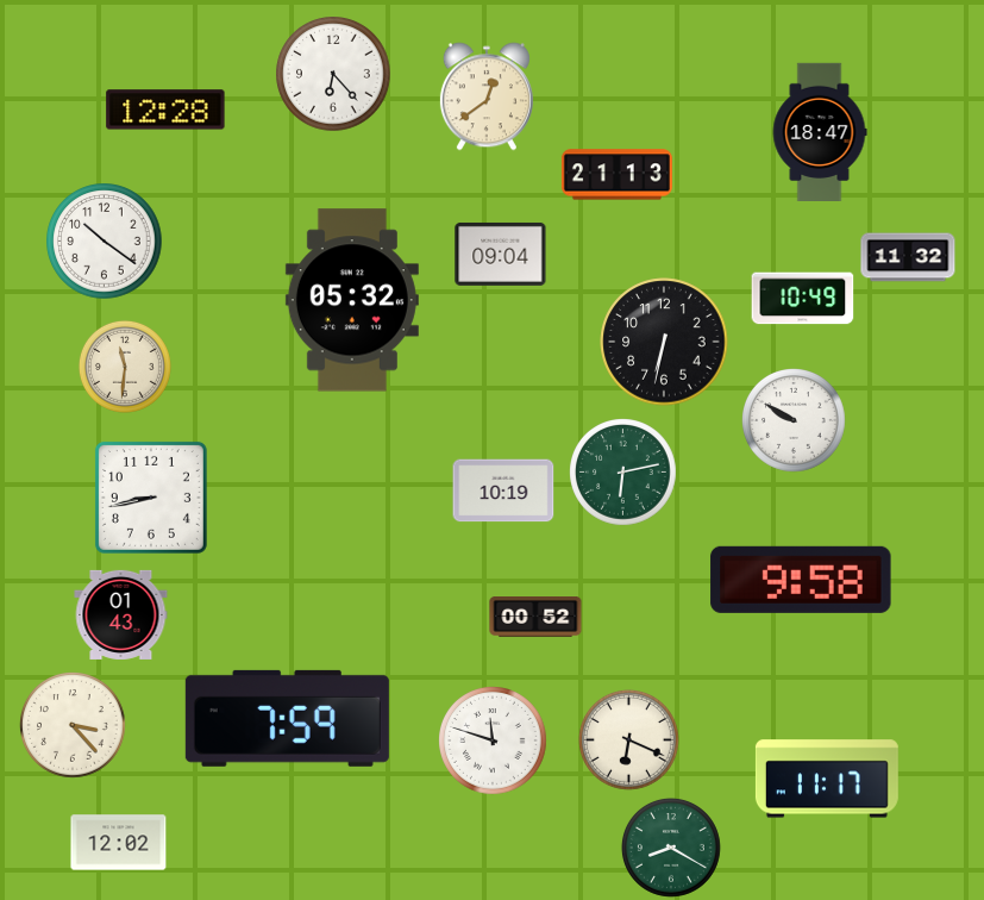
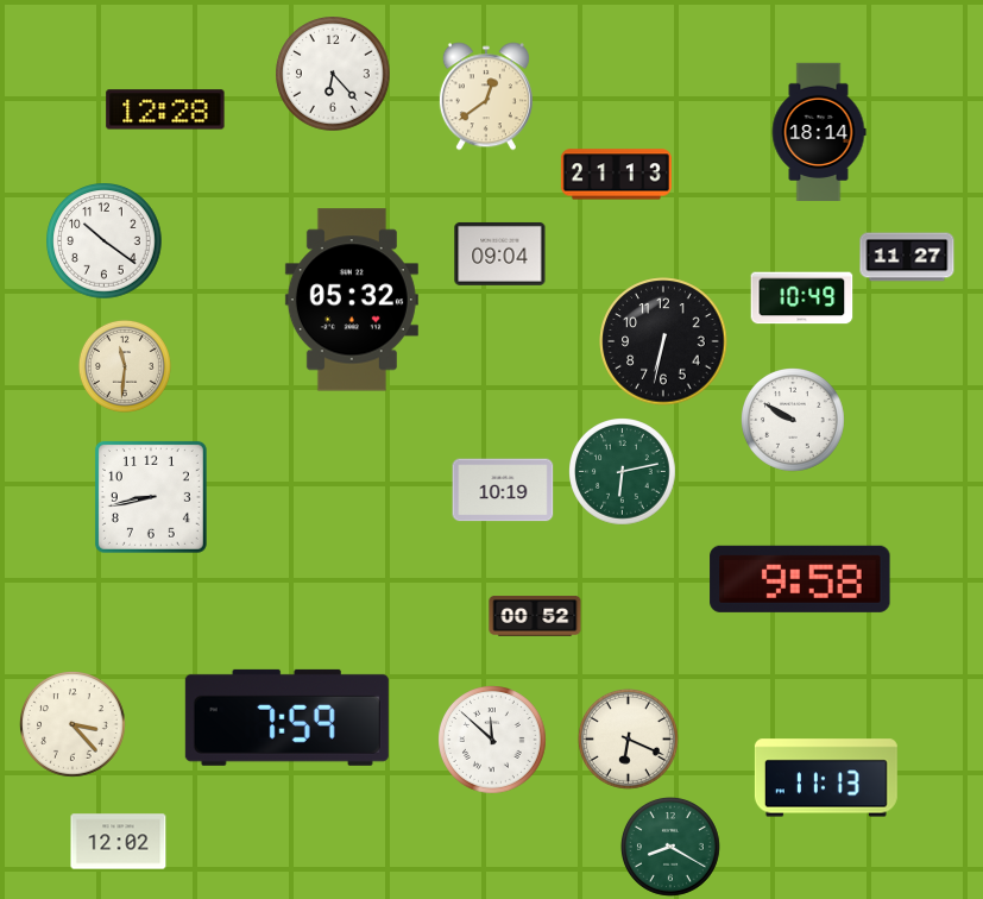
clock at (820, 131): 18:47 -> 18:14
clock at (908, 257): 11:32 -> 11:27
clock at (121, 614): 01:43 -> none
clock at (494, 742): 11:48 -> 11:52
clock at (827, 779): 11:17 -> 11:13
